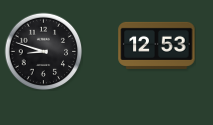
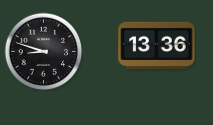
clock at (157, 45): 12:53 -> 13:36
